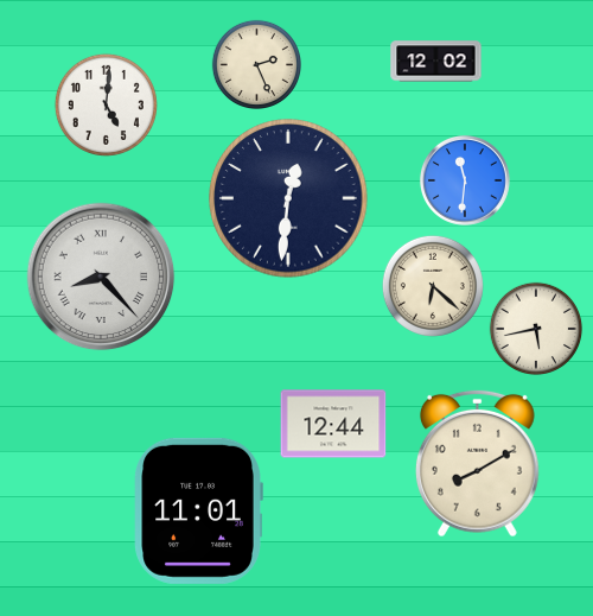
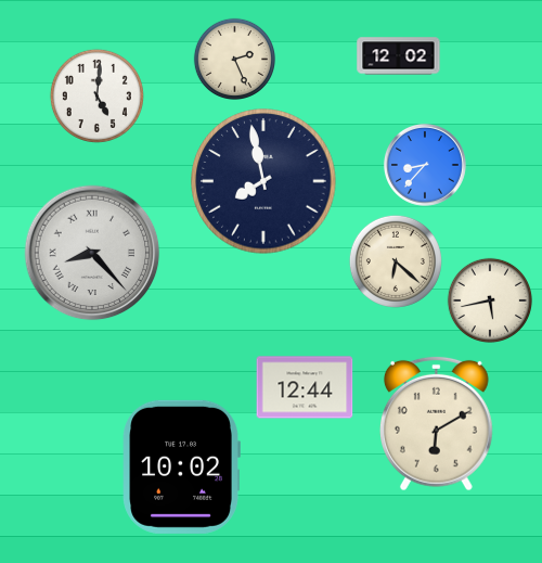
clock at (465, 180): 11:31 -> 8:37
clock at (288, 198): 12:31 -> 7:58
clock at (477, 463): 8:10 -> 6:10
clock at (198, 510): 11:01 -> 10:02
